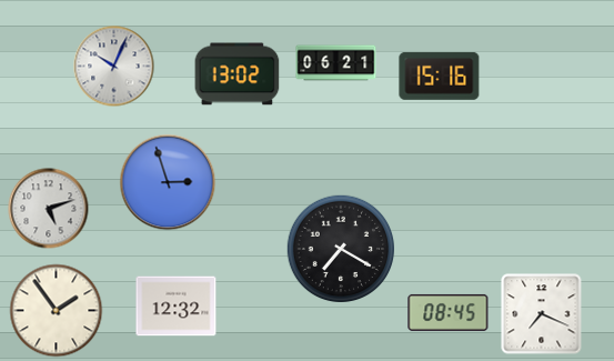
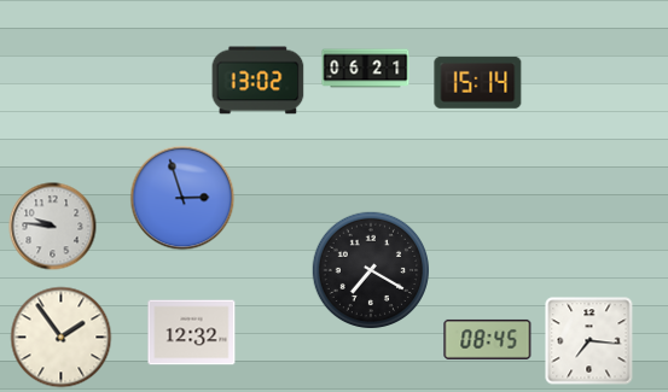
clock at (114, 67): 10:04 -> none
clock at (440, 76): 15:16 -> 15:14
clock at (49, 209): 5:12 -> 9:46
clock at (542, 314): 7:19 -> 7:16
